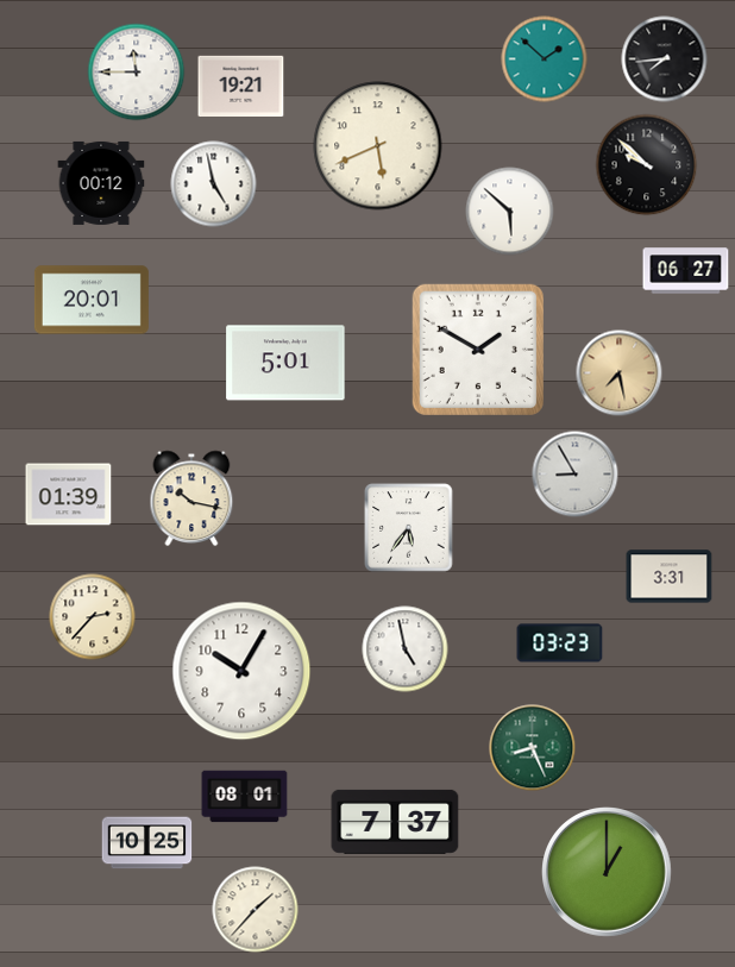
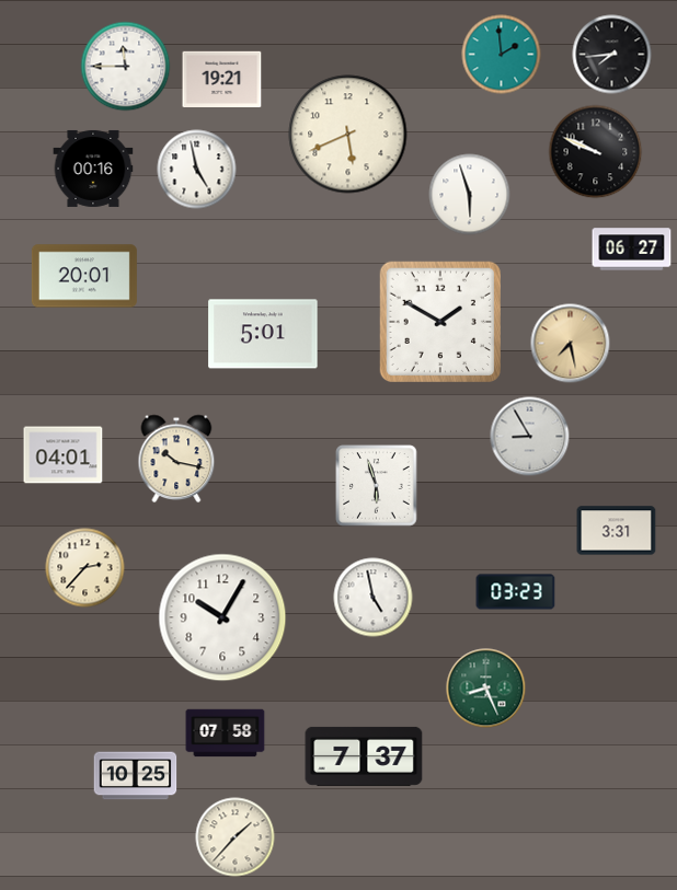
clock at (545, 59): 1:52 -> 1:59
clock at (647, 165): 9:52 -> 9:49
clock at (101, 183): 00:12 -> 00:16
clock at (510, 212): 5:52 -> 5:57
clock at (69, 495): 01:39 -> 04:01
clock at (409, 528): 5:36 -> 5:57
clock at (533, 748) position: (533, 748) -> (486, 689)
clock at (245, 797): 08:01 -> 07:58
clock at (607, 872): 1:00 -> none
